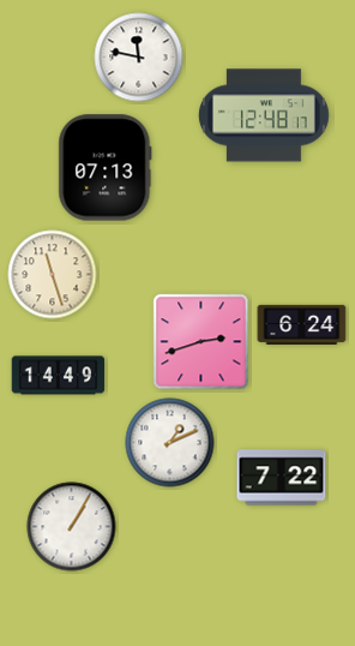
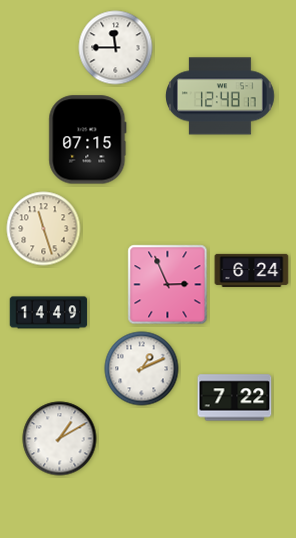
clock at (139, 58): 11:47 -> 11:45
clock at (106, 168): 07:13 -> 07:15
clock at (201, 342): 2:42 -> 2:56
clock at (72, 527): 1:05 -> 1:10
